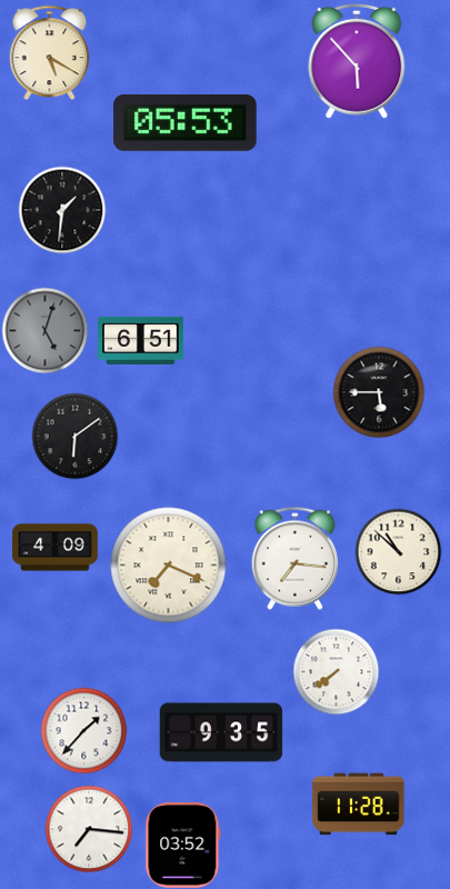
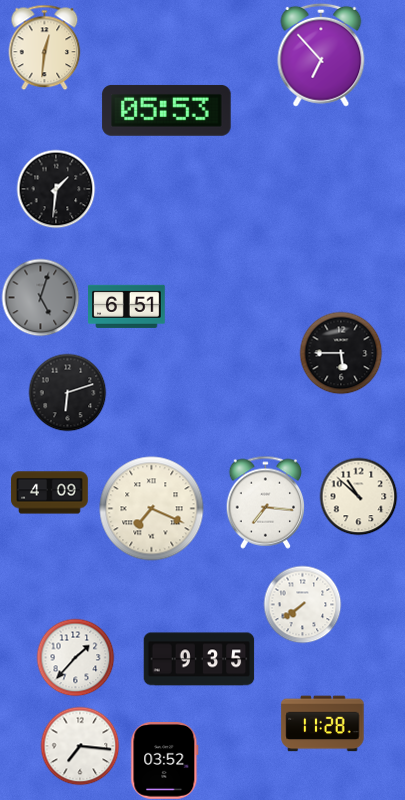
clock at (50, 52): 5:20 -> 12:31
clock at (357, 61): 5:53 -> 6:53
clock at (74, 436): 6:09 -> 6:12
